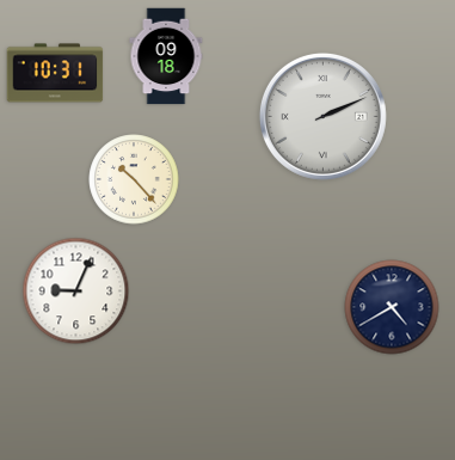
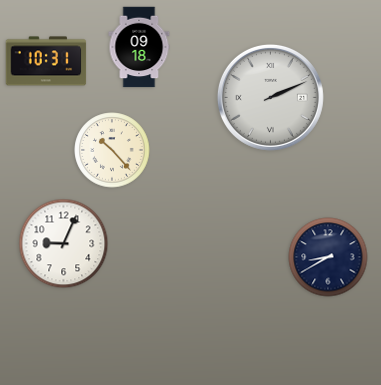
clock at (392, 307): 4:40 -> 8:40
